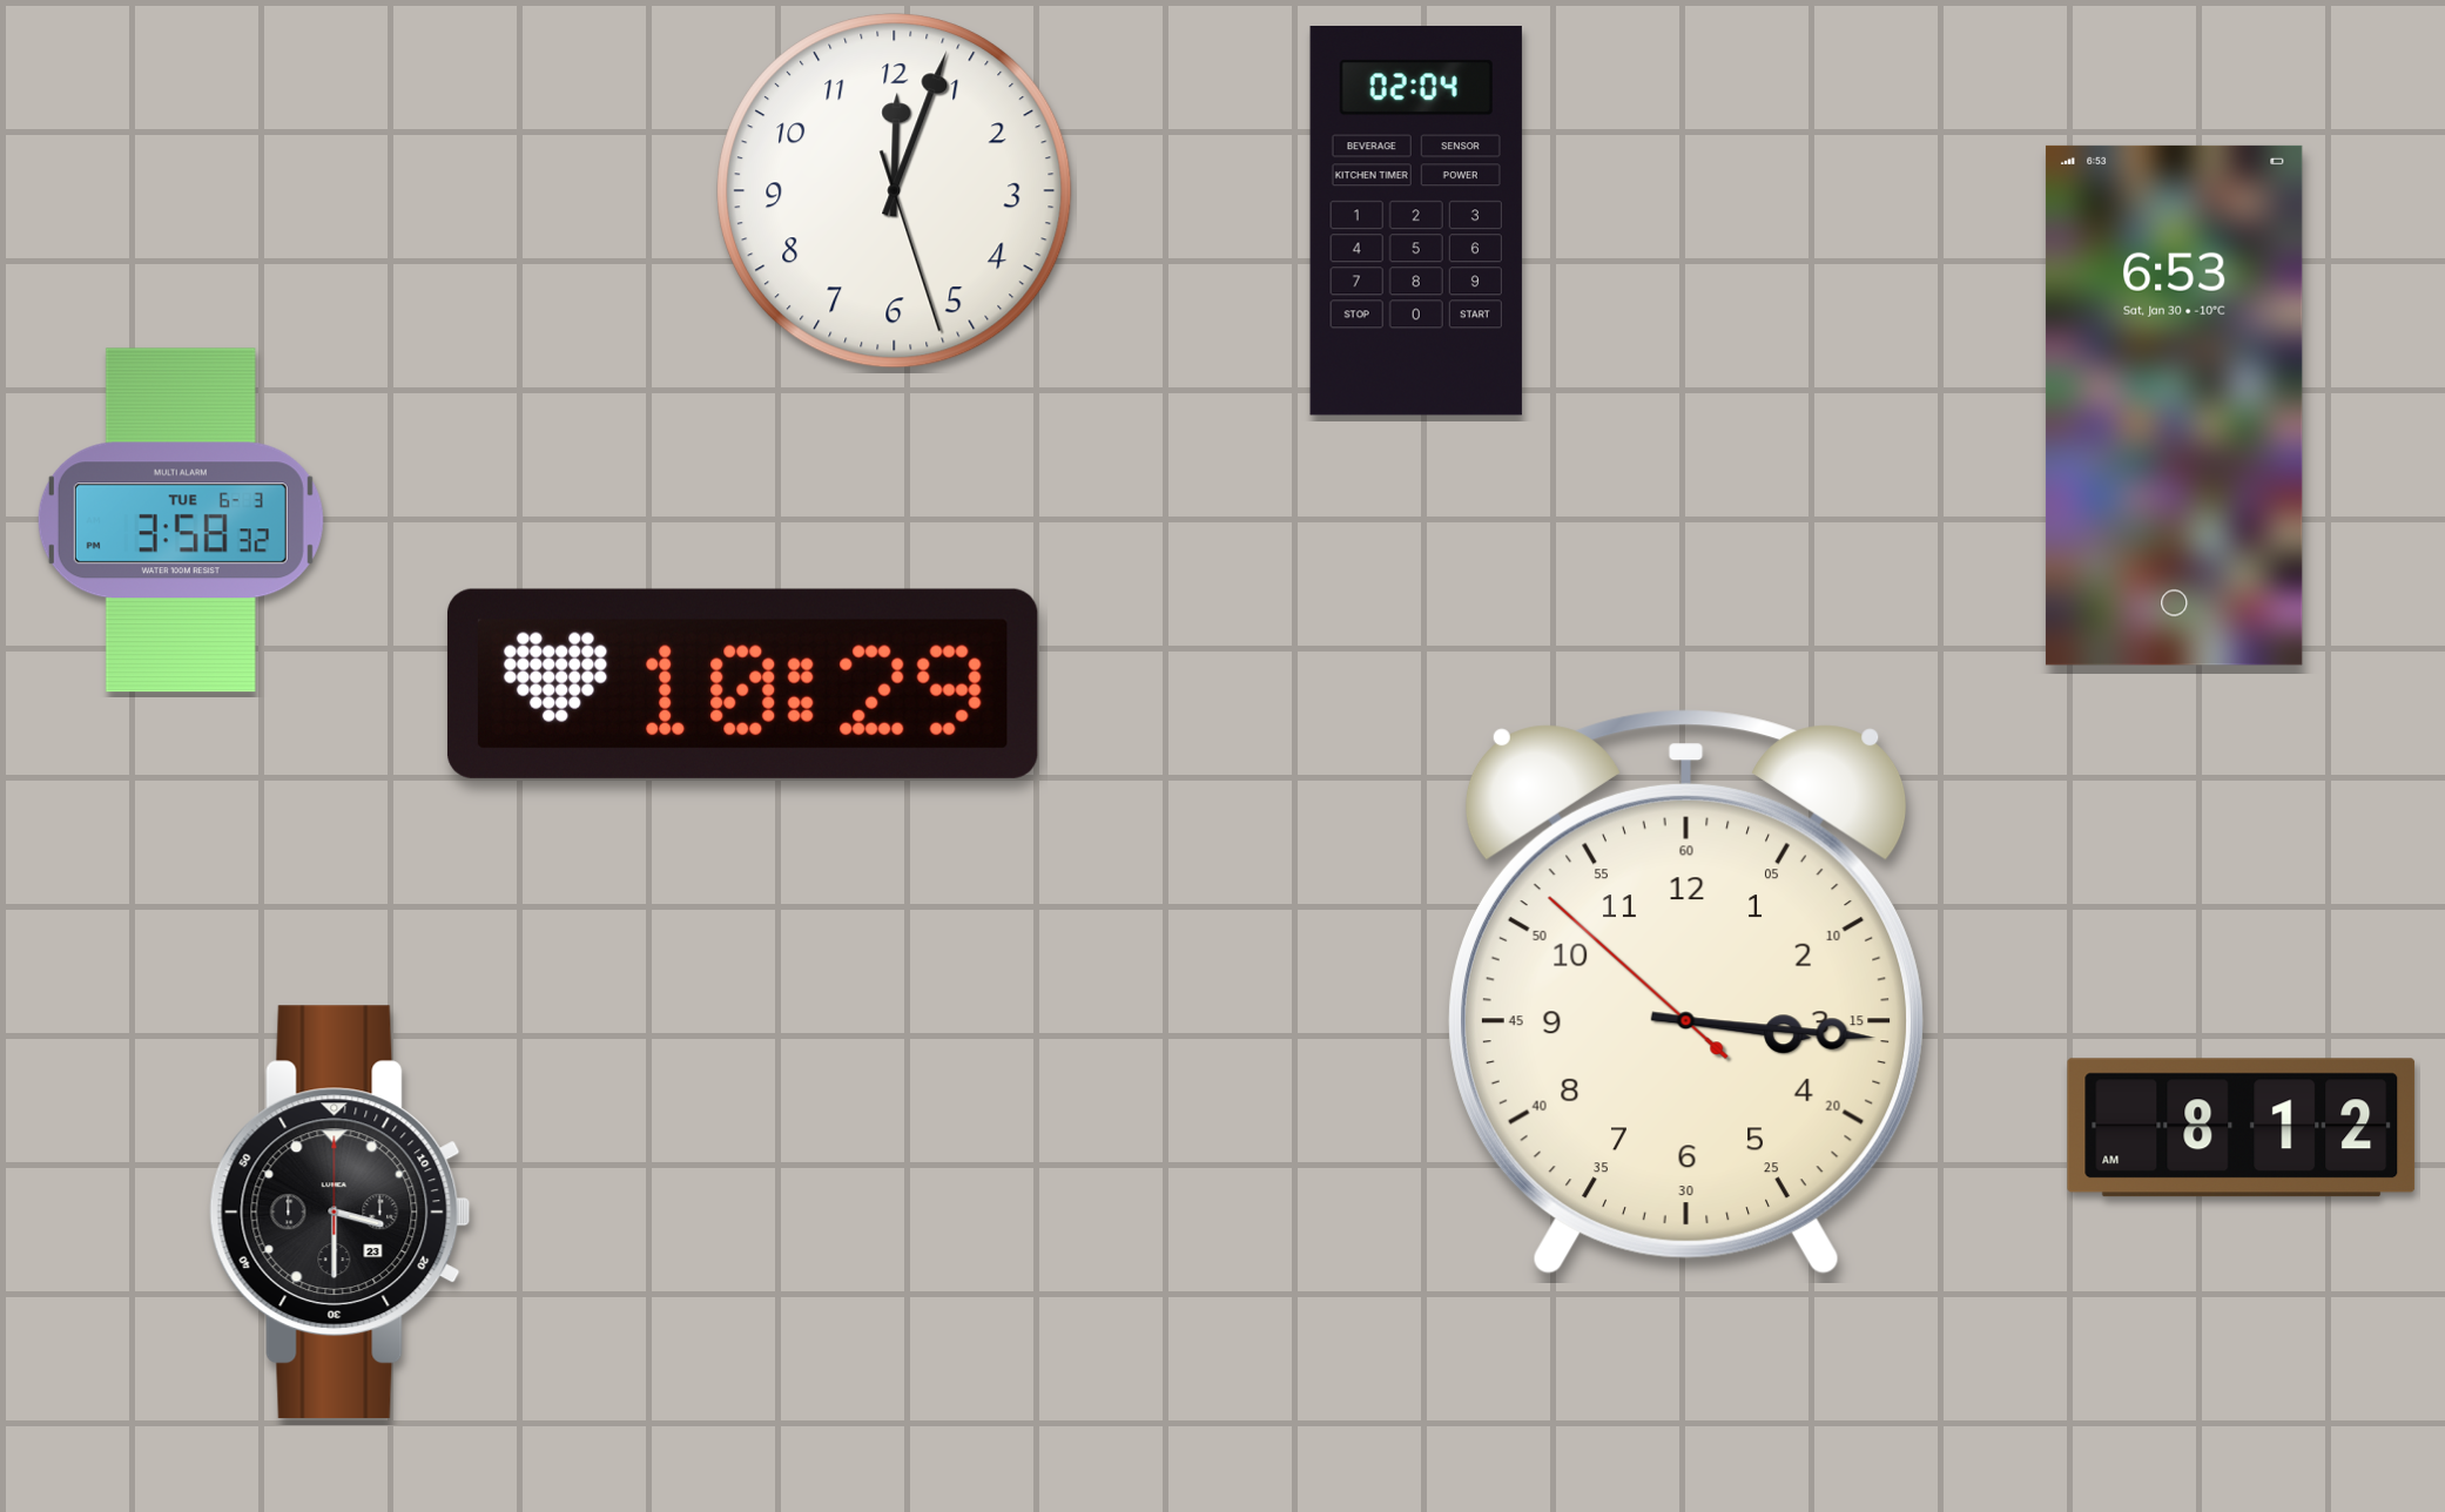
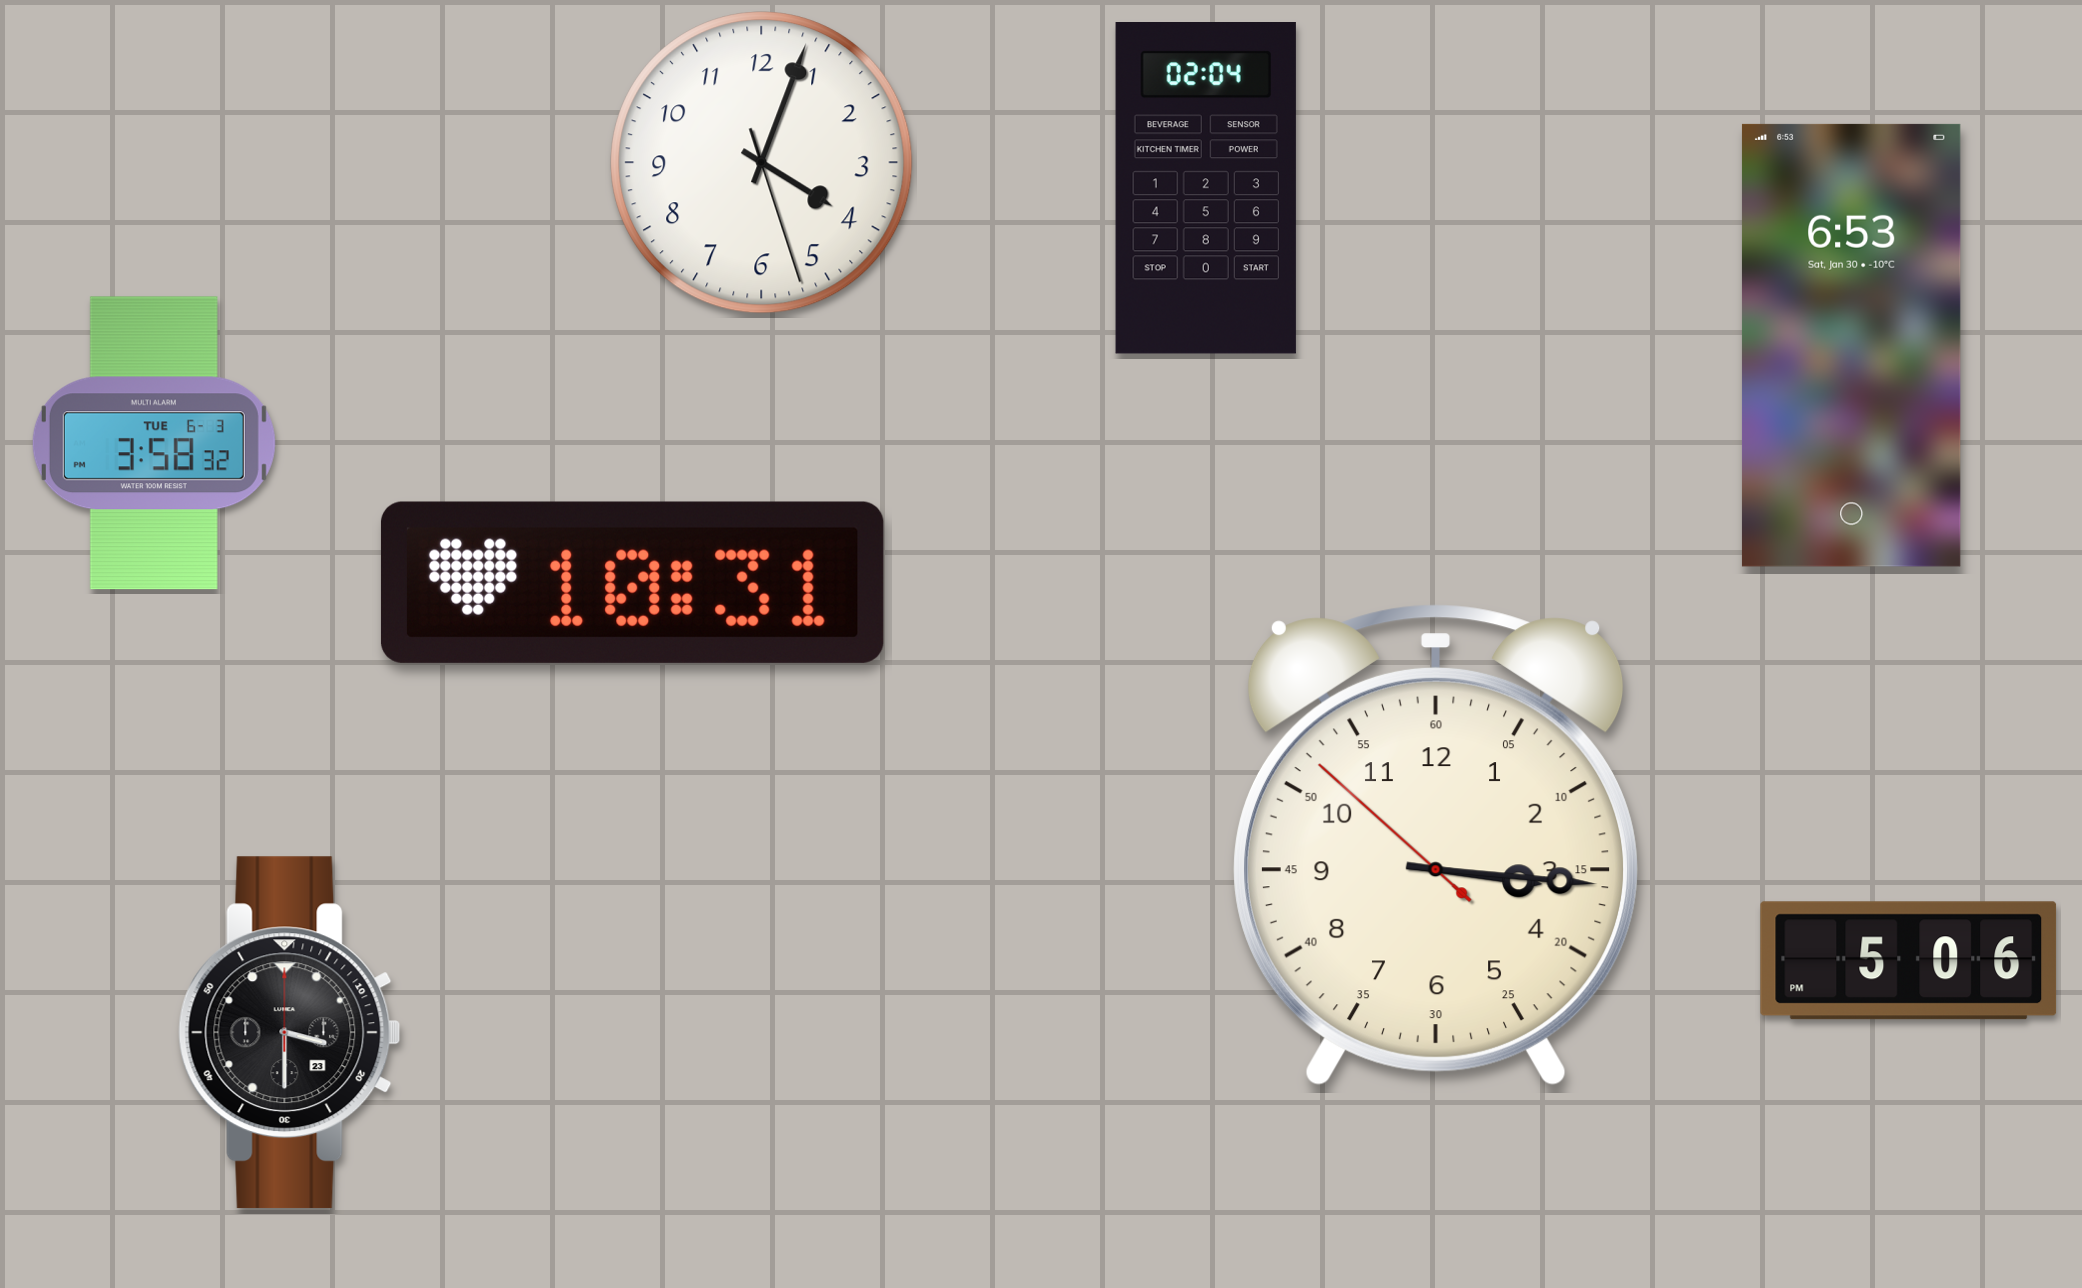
clock at (895, 191): 12:03 -> 4:03
clock at (742, 683): 10:29 -> 10:31
clock at (2242, 1128): 8:12 -> 5:06
